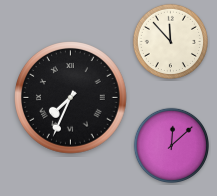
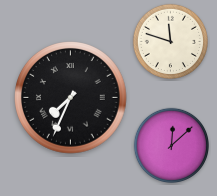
clock at (170, 41): 11:53 -> 11:48
